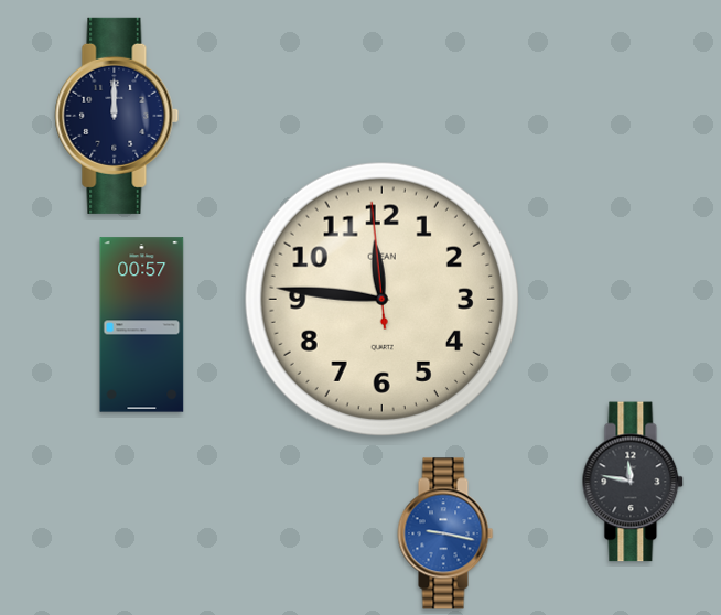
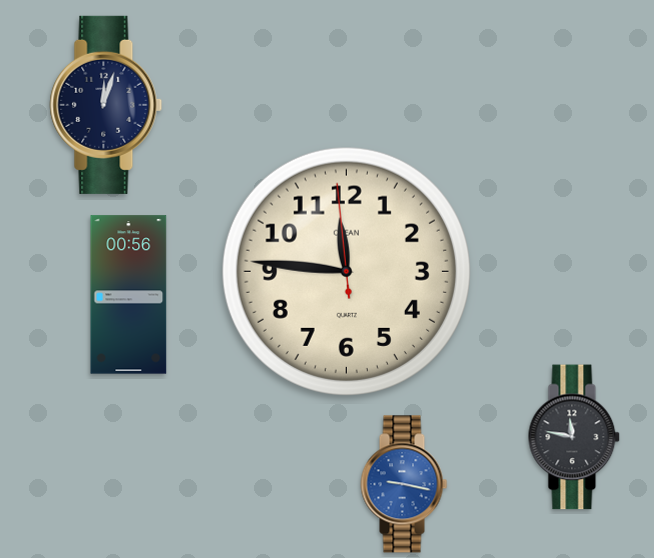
clock at (117, 116): 12:00 -> 12:03
clock at (142, 325): 00:57 -> 00:56
